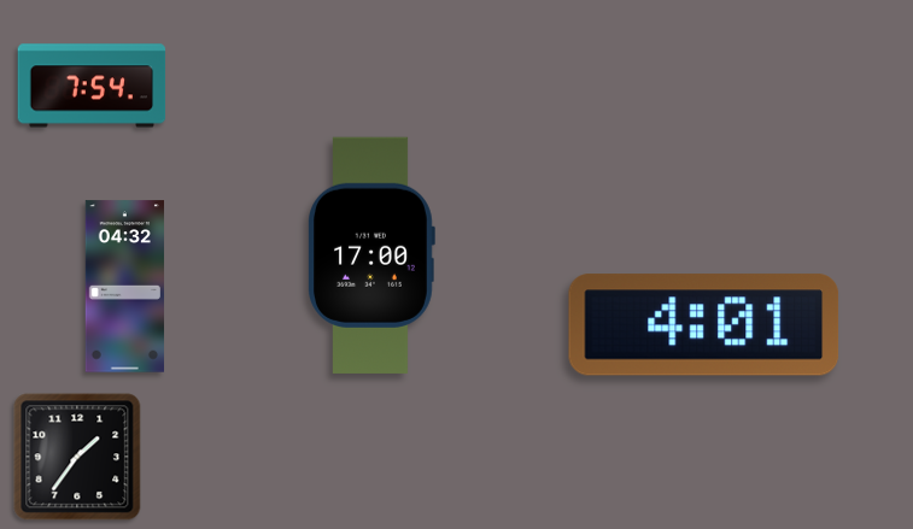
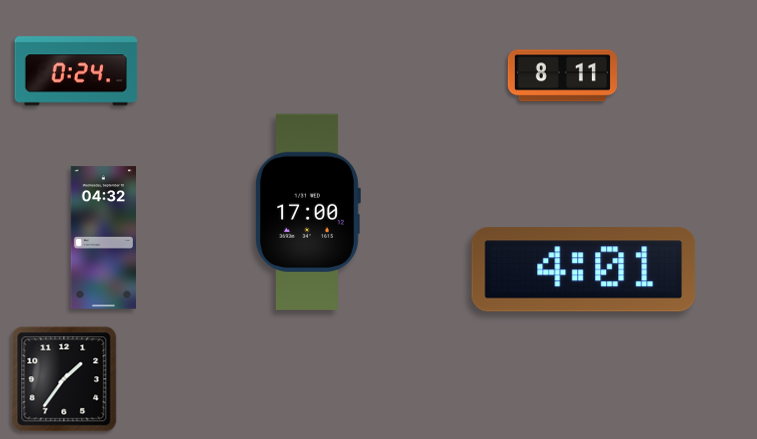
clock at (92, 86): 7:54 -> 0:24
clock at (562, 76): none -> 8:11
